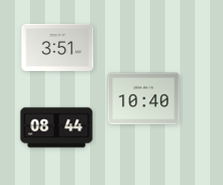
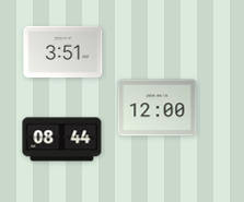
clock at (144, 99): 10:40 -> 12:00
